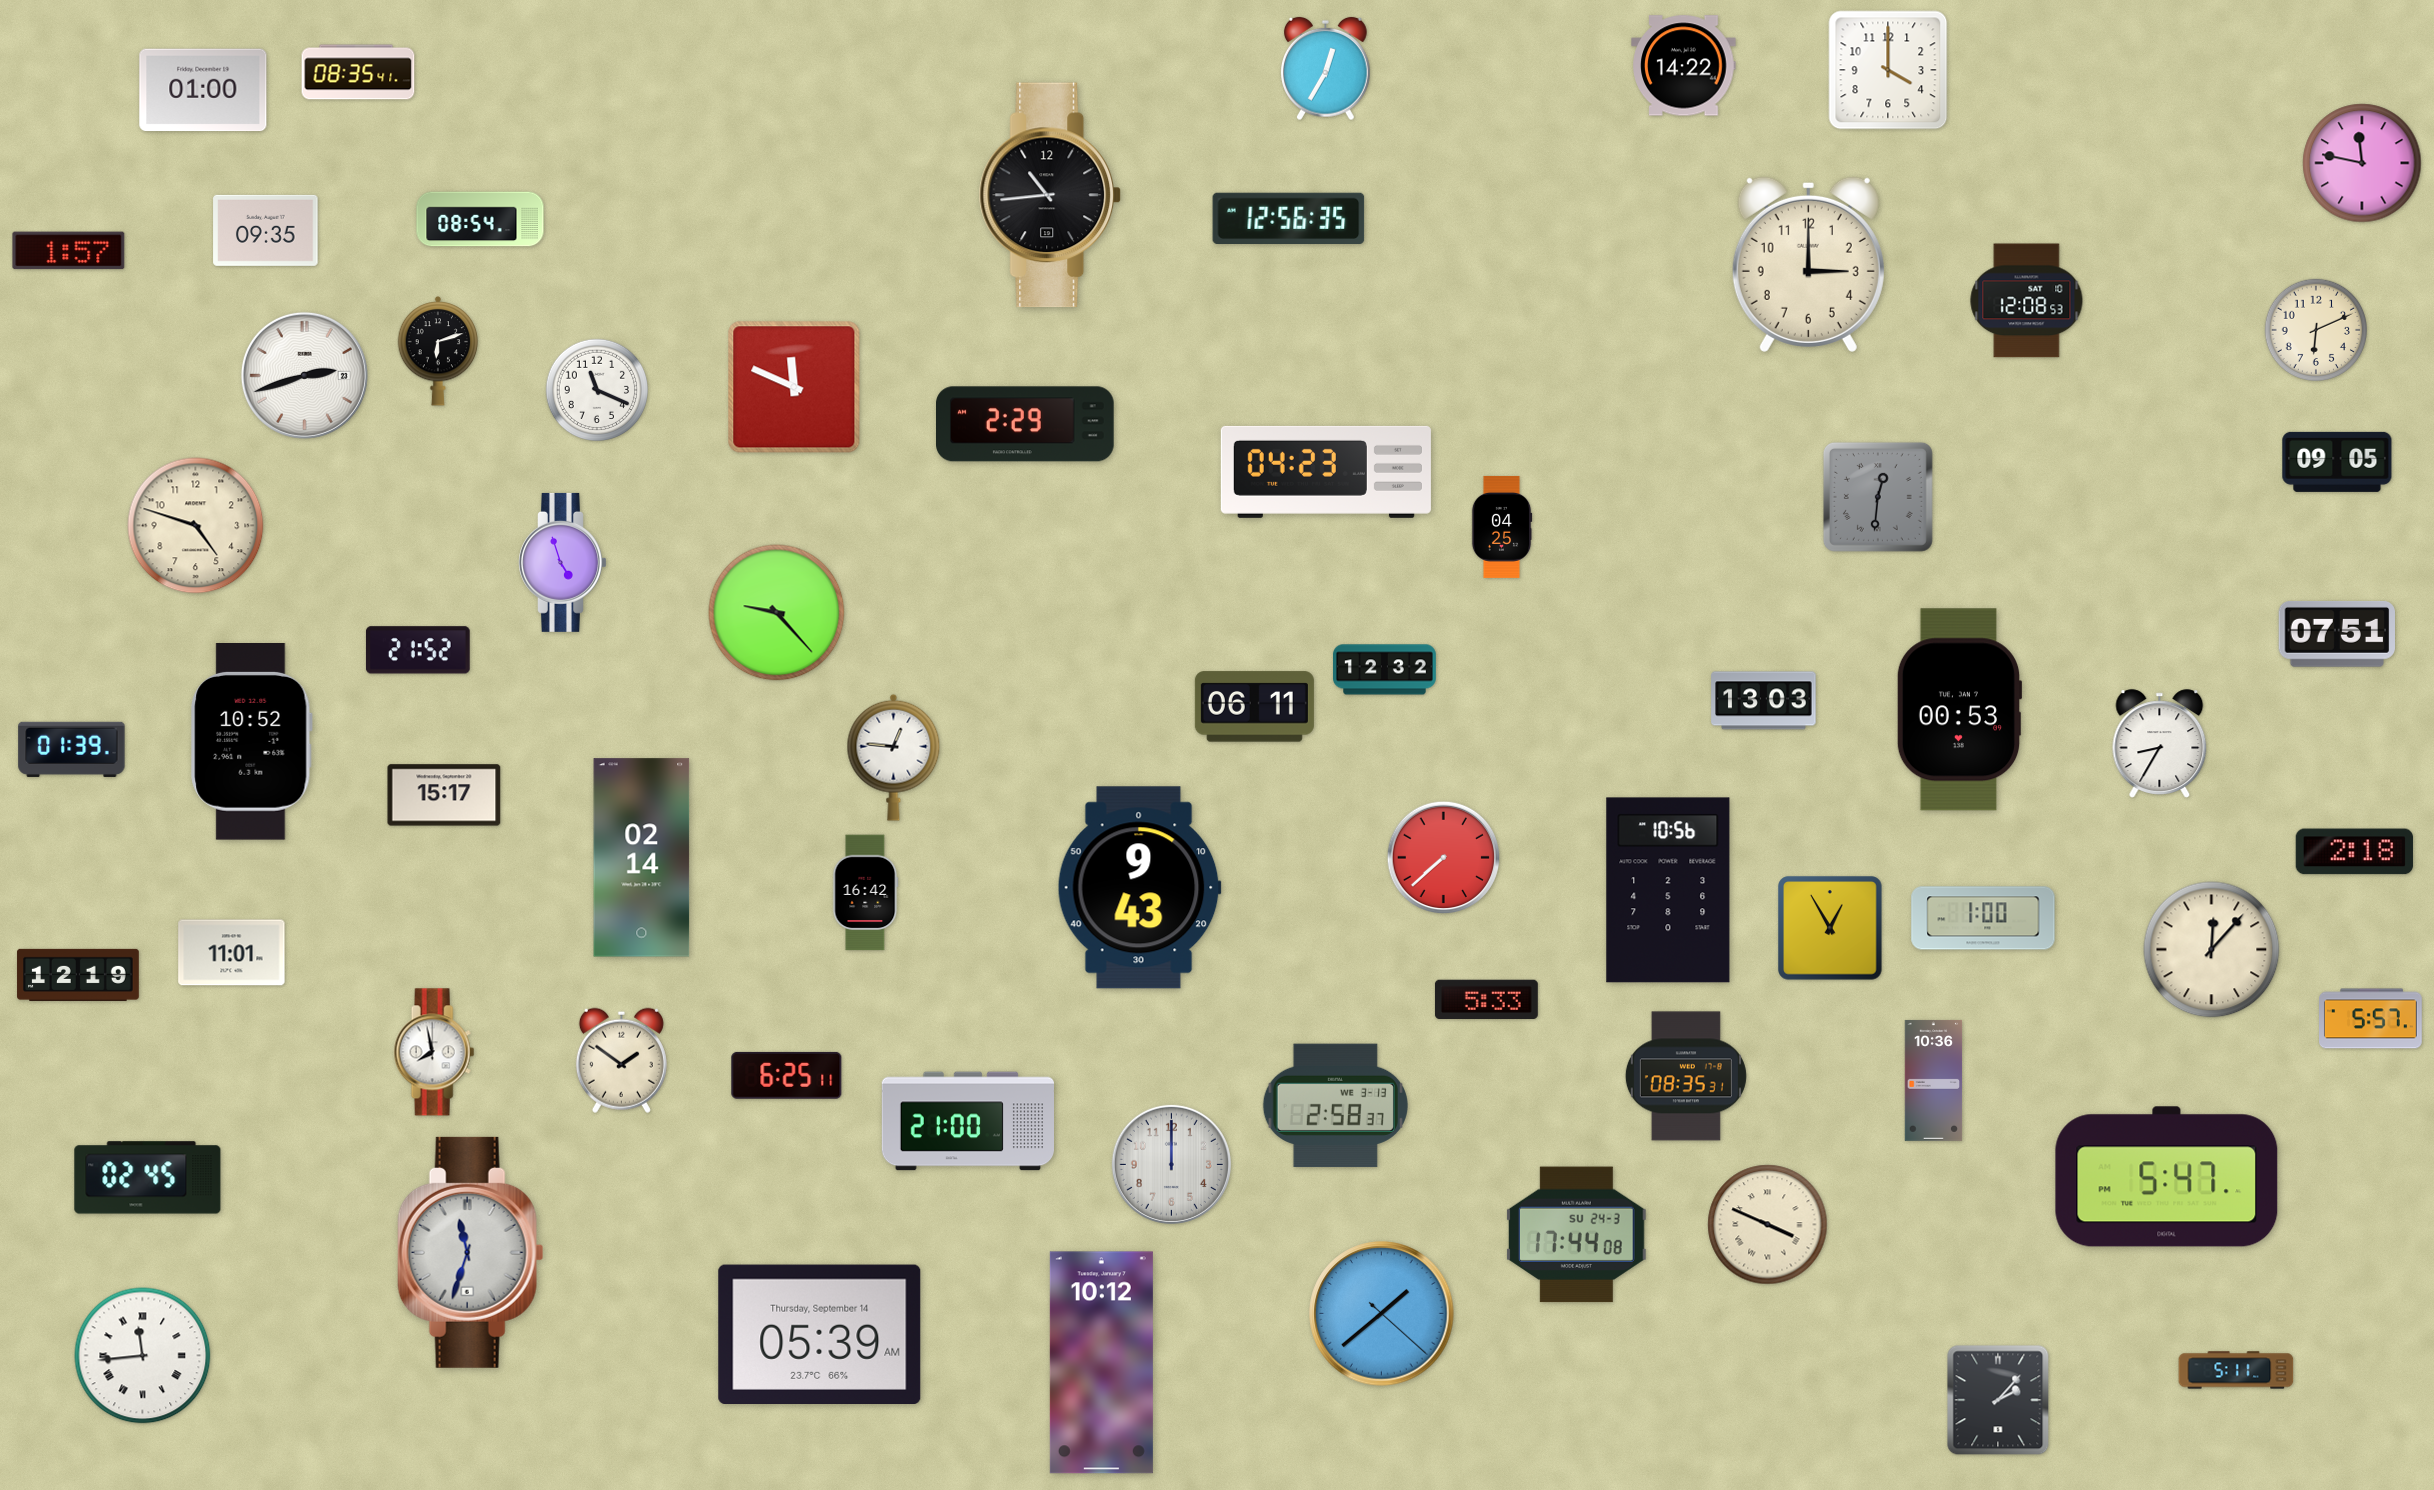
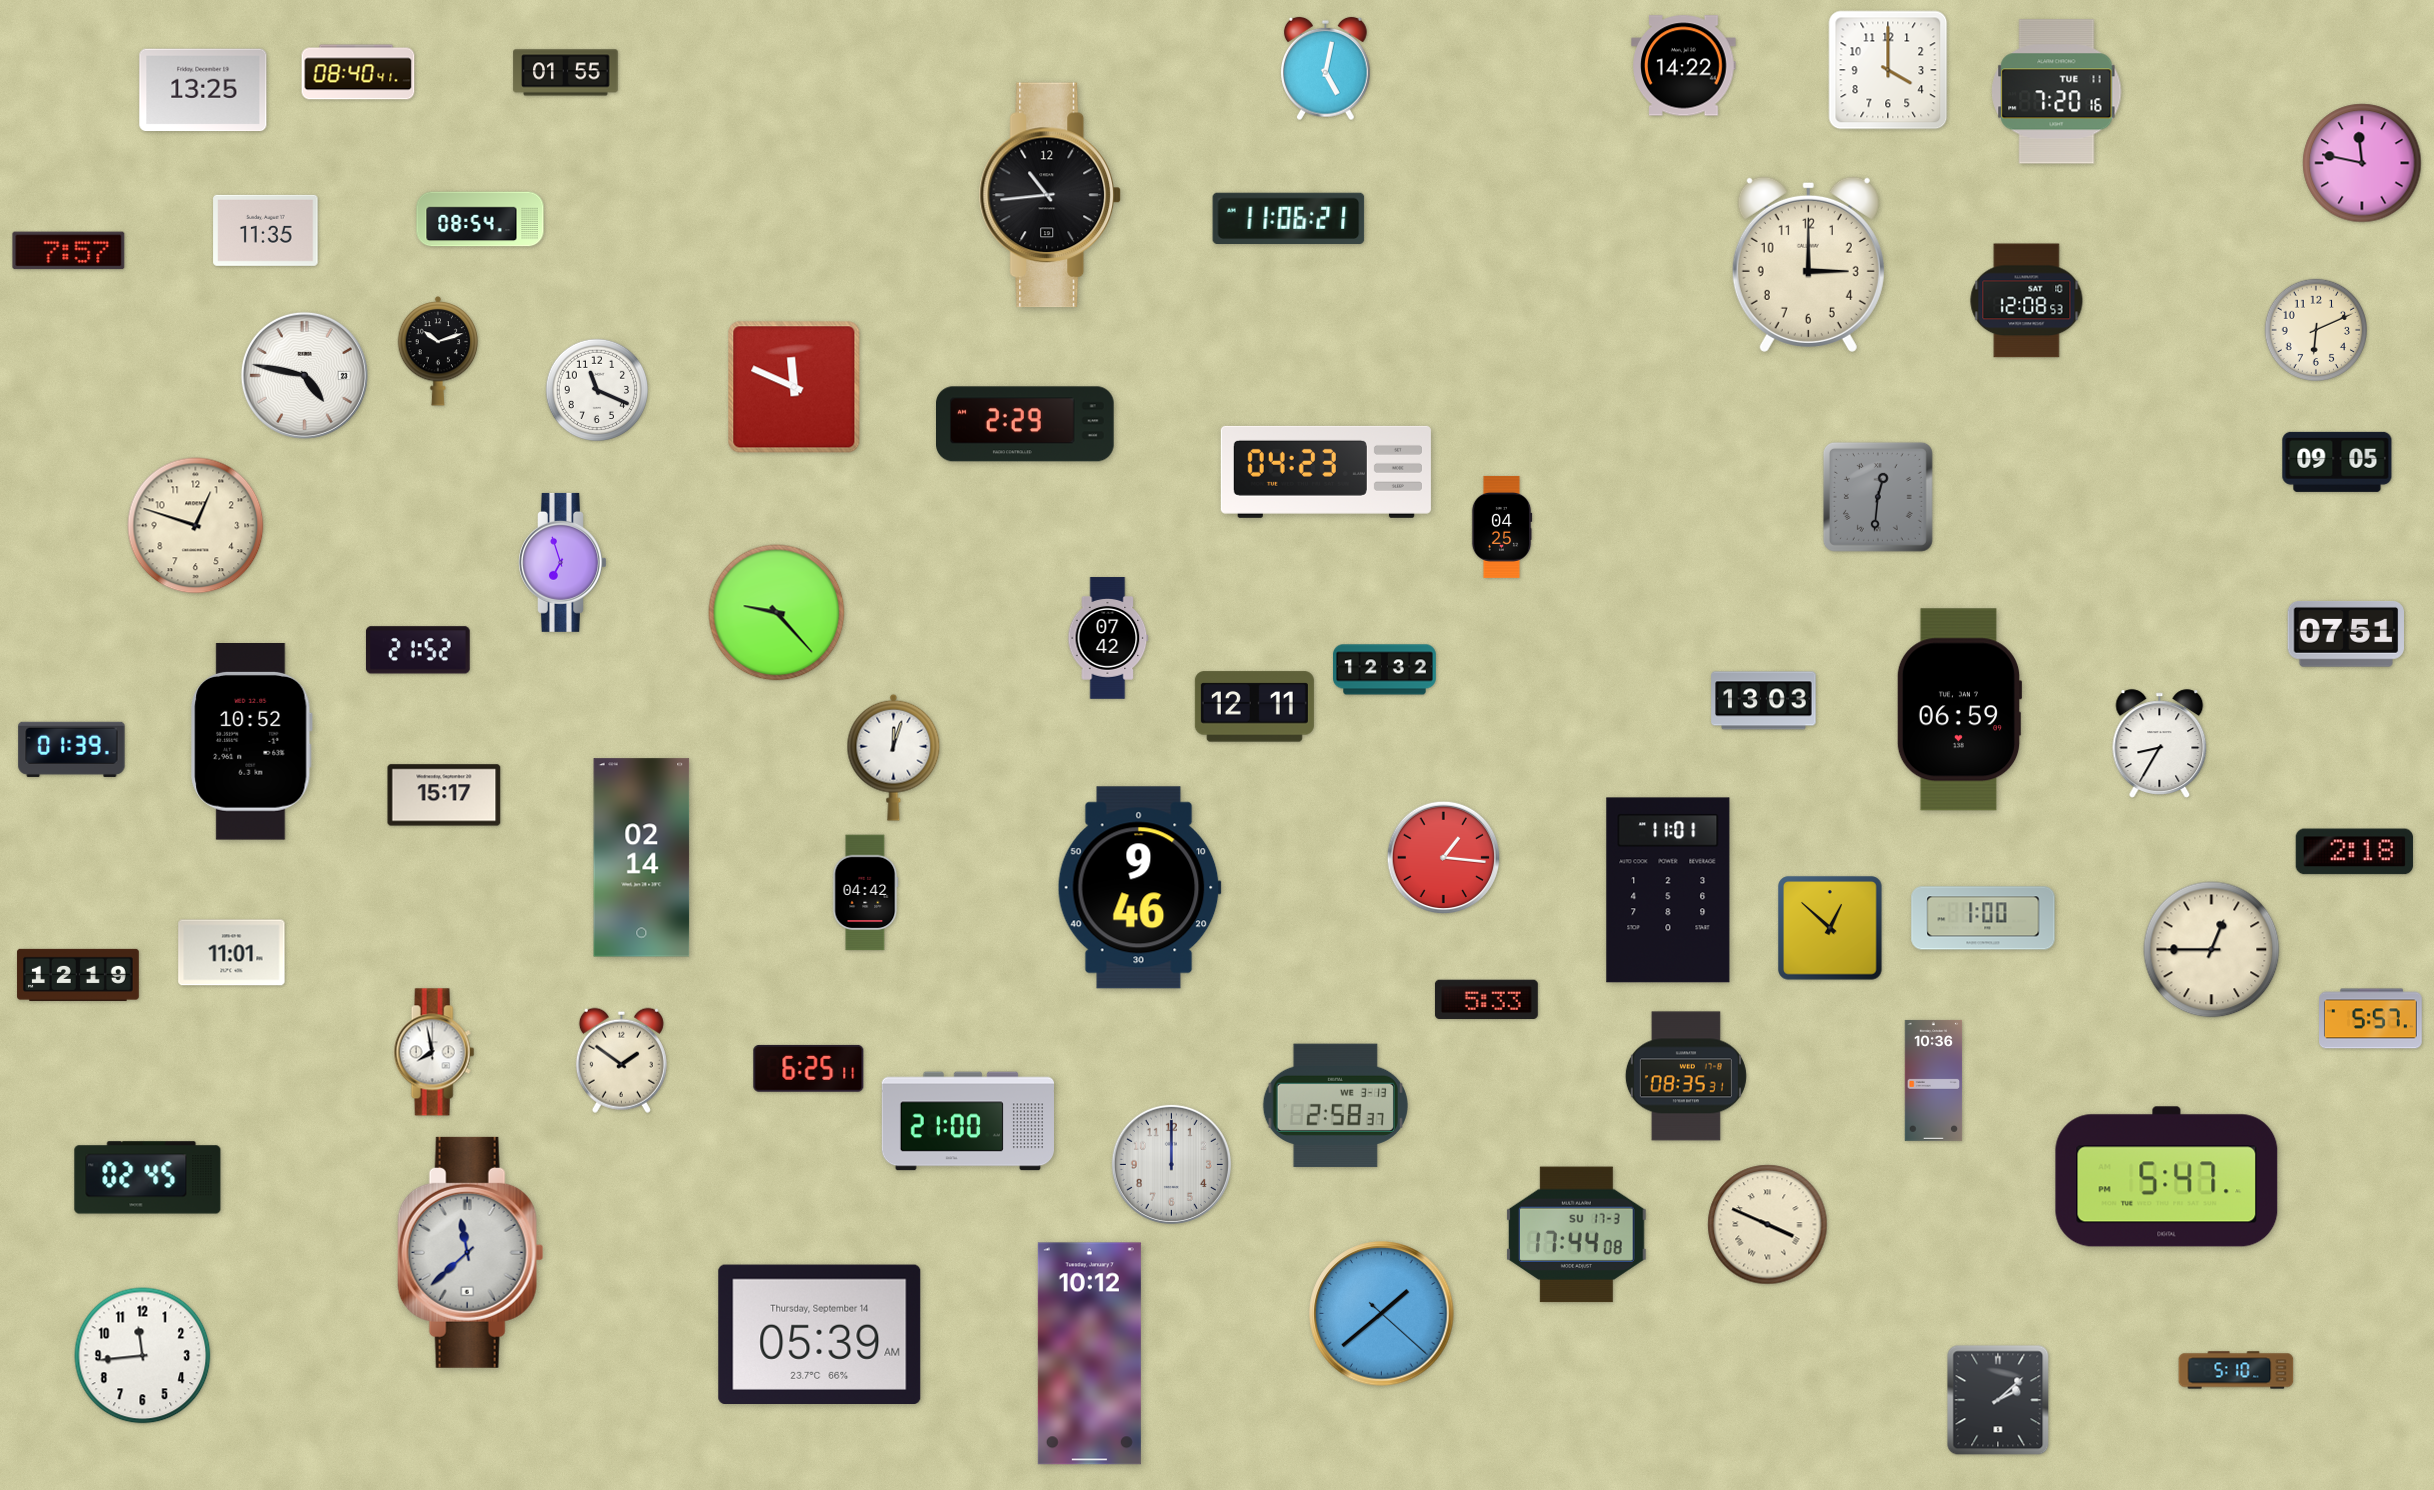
clock at (1326, 69): 12:35 -> 5:02
clock at (358, 72): 08:35 -> 08:40
clock at (566, 73): none -> 01:55
clock at (203, 90): 01:00 -> 13:25
clock at (2057, 92): none -> 7:20
clock at (1289, 218): 12:56 -> 11:06
clock at (266, 230): 09:35 -> 11:35
clock at (69, 251): 1:57 -> 7:57
clock at (438, 351): 6:12 -> 10:12
clock at (304, 375): 2:42 -> 4:47
clock at (196, 526): 4:48 -> 12:48
clock at (563, 562): 4:57 -> 6:57
clock at (2336, 634) position: (2336, 634) -> (2345, 634)
clock at (1108, 638): none -> 07:42
clock at (1254, 707): 06:11 -> 12:11
clock at (1959, 710): 00:53 -> 06:59
clock at (894, 757): 12:46 -> 12:03
clock at (1444, 858): 7:38 -> 1:16
clock at (1139, 888): 9:43 -> 9:46
clock at (1668, 890): 10:56 -> 11:01
clock at (866, 893): 16:42 -> 04:42
clock at (1830, 928): 12:55 -> 12:52
clock at (2212, 950): 12:07 -> 12:45
clock at (787, 1075) position: (787, 1075) -> (809, 1068)
clock at (1577, 1235) date: SU 24-3 -> SU 17-3
clock at (471, 1252): 11:33 -> 11:38
clock at (143, 1356) numerals: Roman -> Arabic
clock at (1101, 1363) position: (1101, 1363) -> (1089, 1354)
clock at (2236, 1370): 5:11 -> 5:10
clock at (1998, 1400): 2:07 -> 2:08
